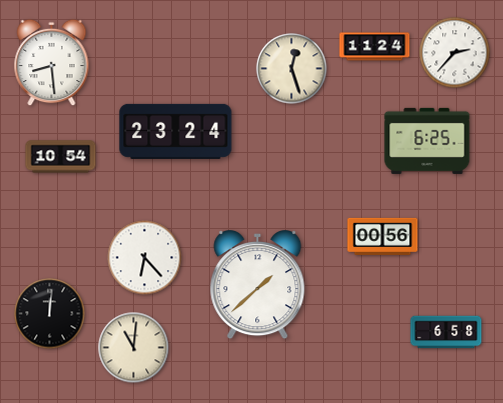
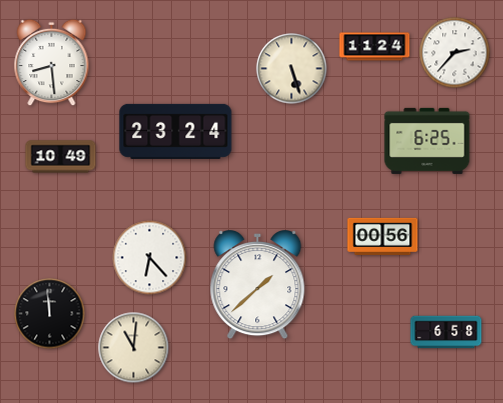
clock at (292, 69): 12:27 -> 5:27
clock at (61, 157): 10:54 -> 10:49
clock at (145, 258) position: (145, 258) -> (150, 258)
clock at (50, 314): 12:01 -> 11:59
